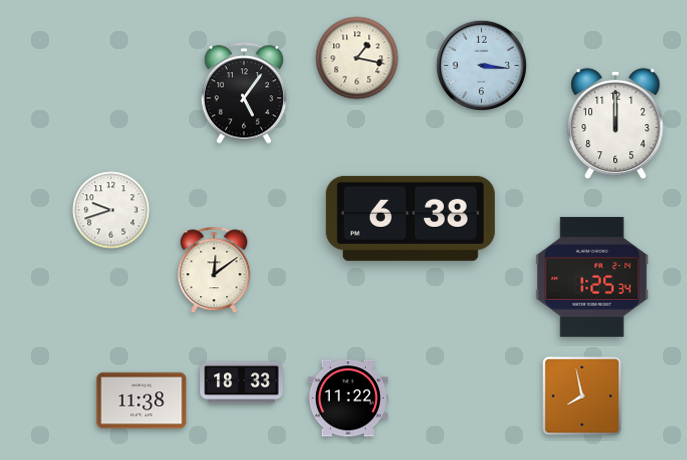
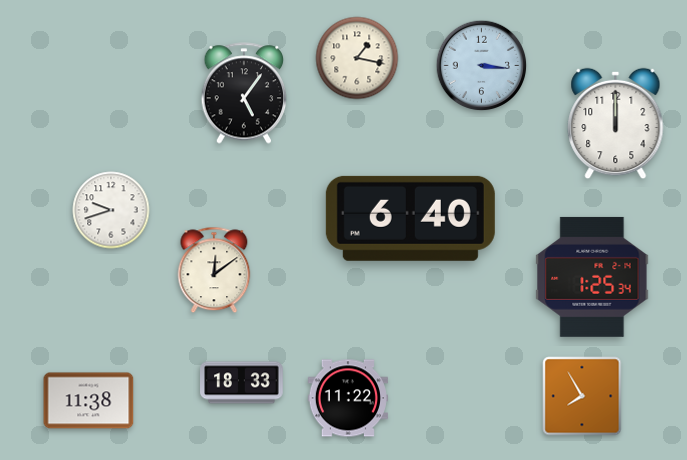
clock at (410, 218): 6:38 -> 6:40
clock at (582, 396): 7:58 -> 7:55
clock at (142, 401) position: (142, 401) -> (89, 401)
